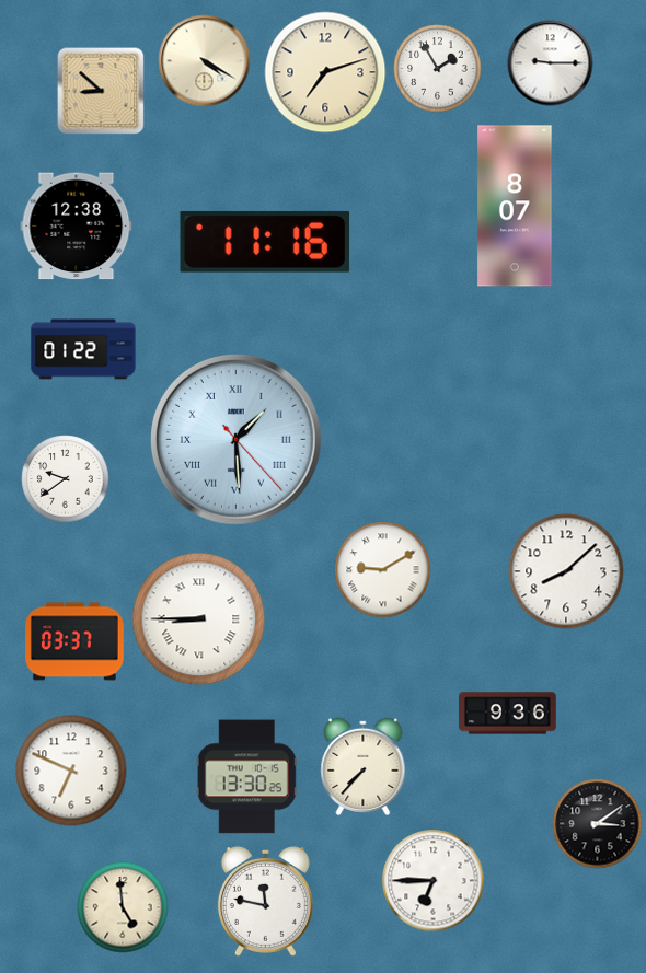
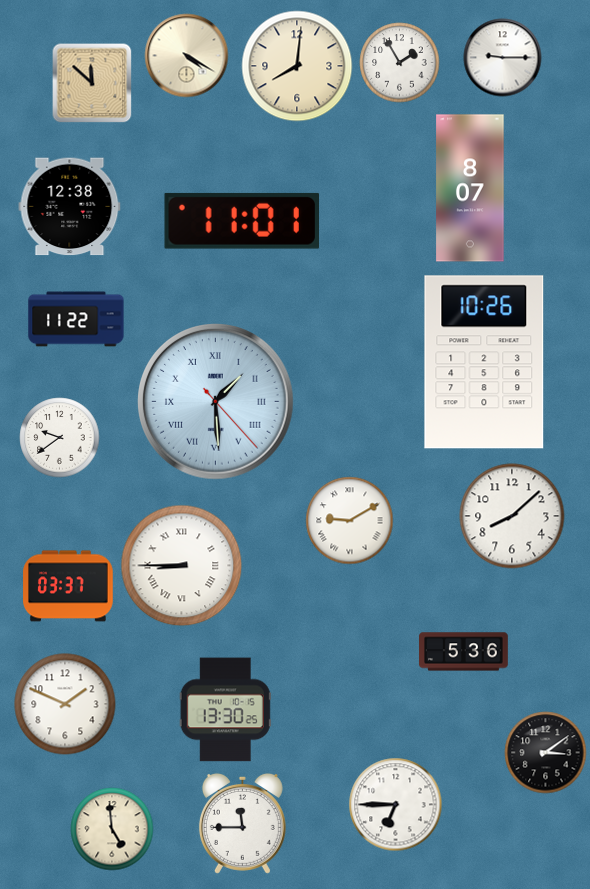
clock at (325, 72): 7:12 -> 8:01
clock at (101, 91): 8:52 -> 11:52
clock at (264, 242): 11:16 -> 11:01
clock at (83, 349): 01:22 -> 11:22
clock at (484, 362): none -> 10:26
clock at (566, 571) position: (566, 571) -> (512, 516)
clock at (508, 714): 9:36 -> 5:36
clock at (364, 766): 7:37 -> none
clock at (71, 771): 6:49 -> 1:49
clock at (265, 901): 11:47 -> 11:45
